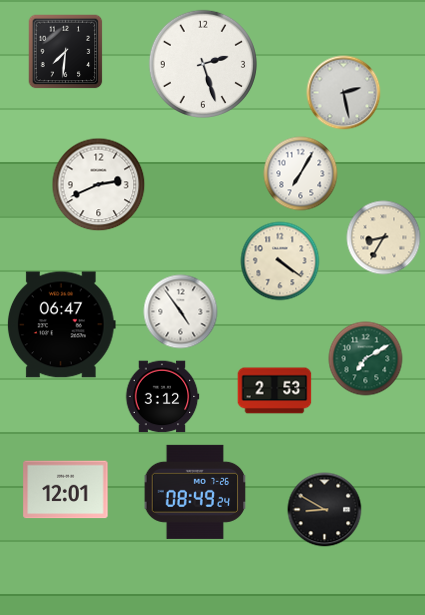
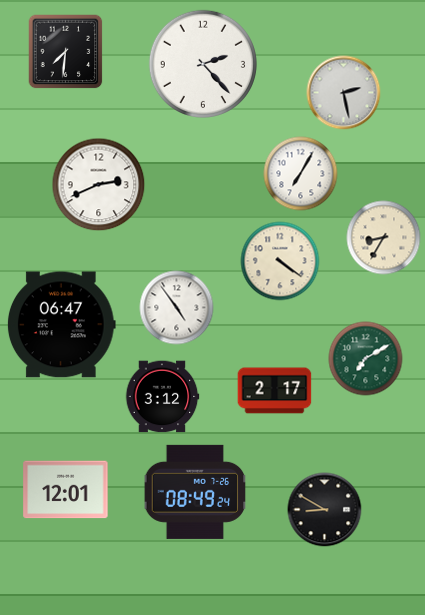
clock at (203, 64): 2:27 -> 2:23
clock at (181, 312) position: (181, 312) -> (177, 308)
clock at (275, 391): 2:53 -> 2:17
